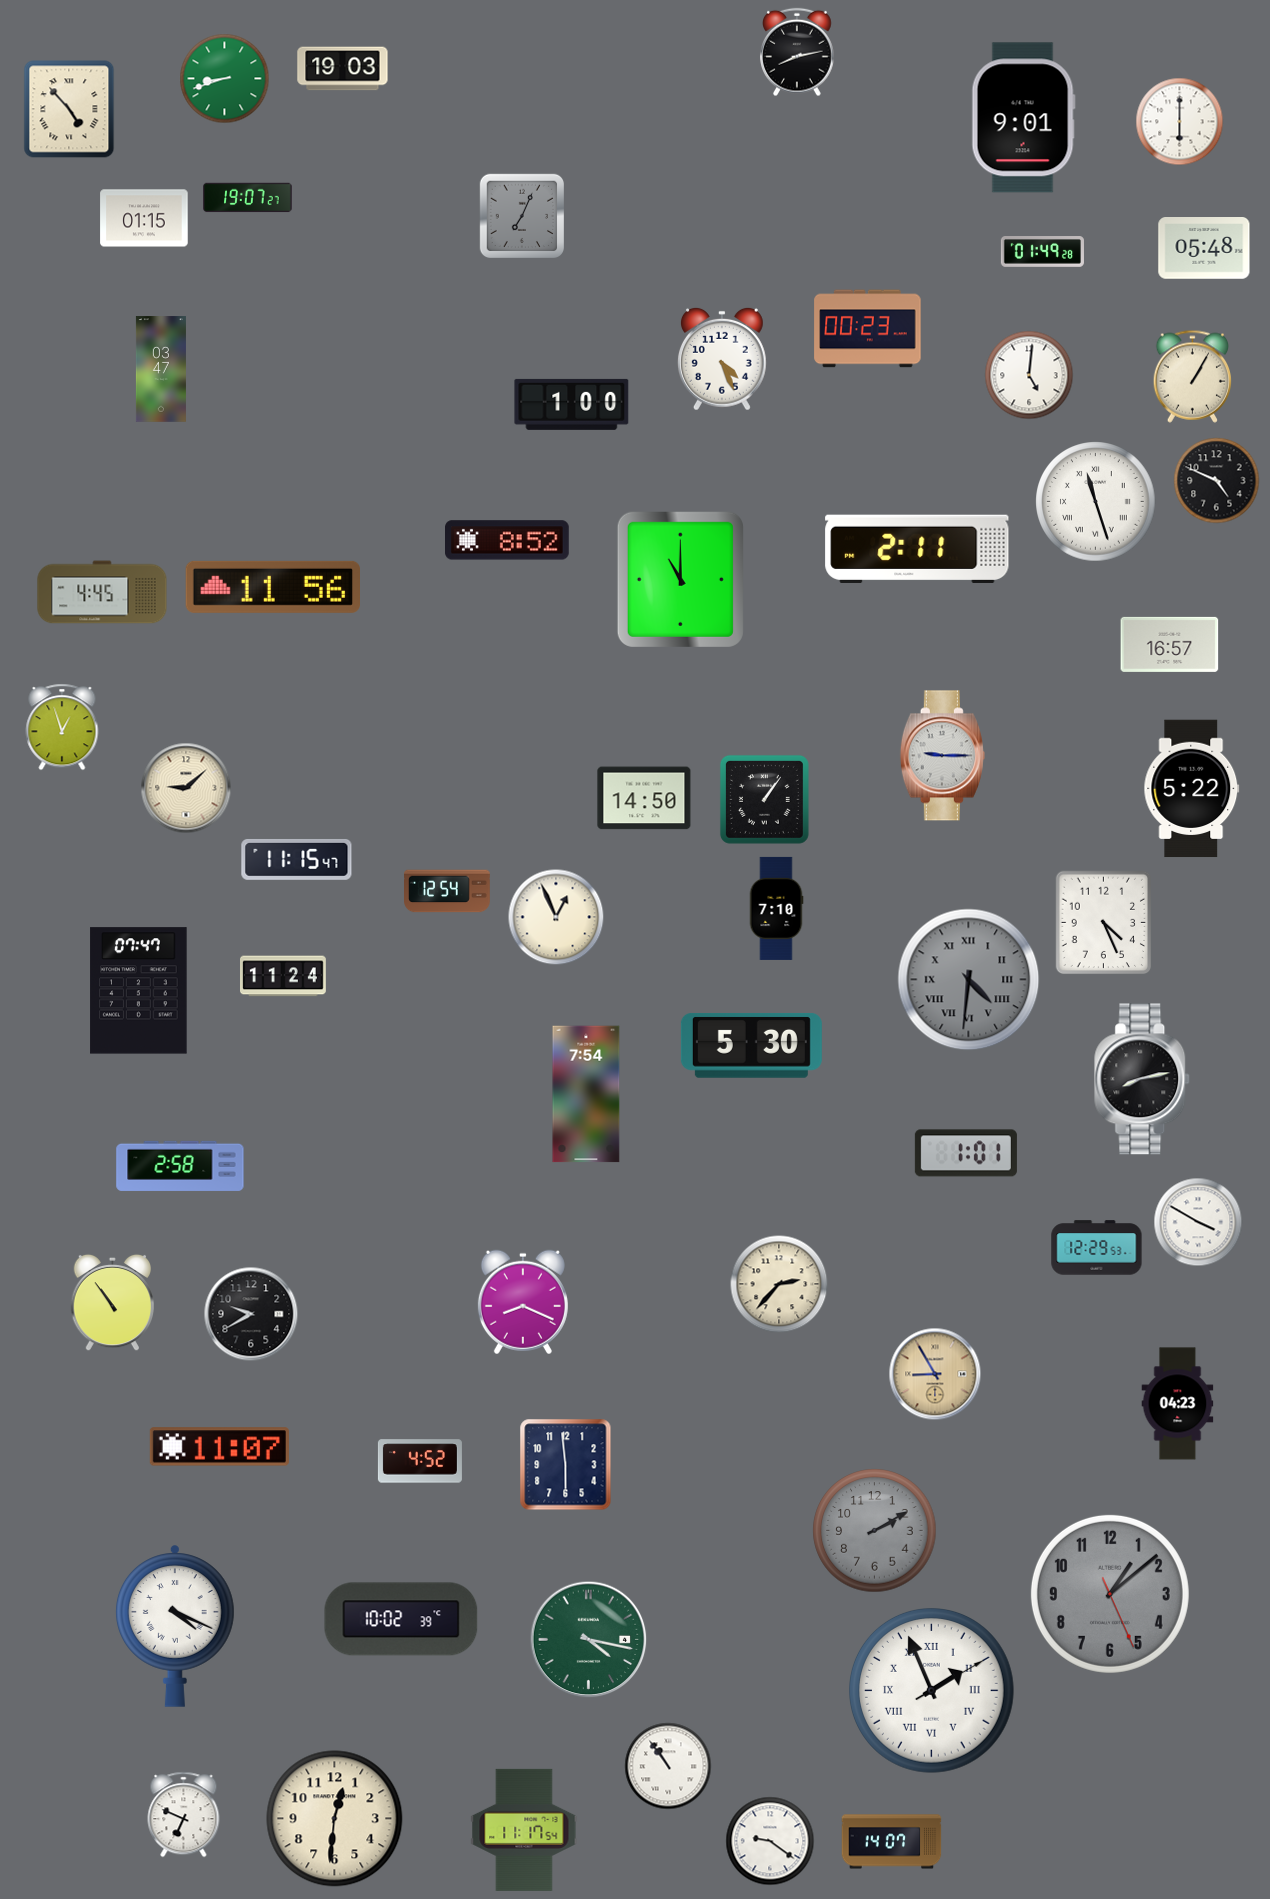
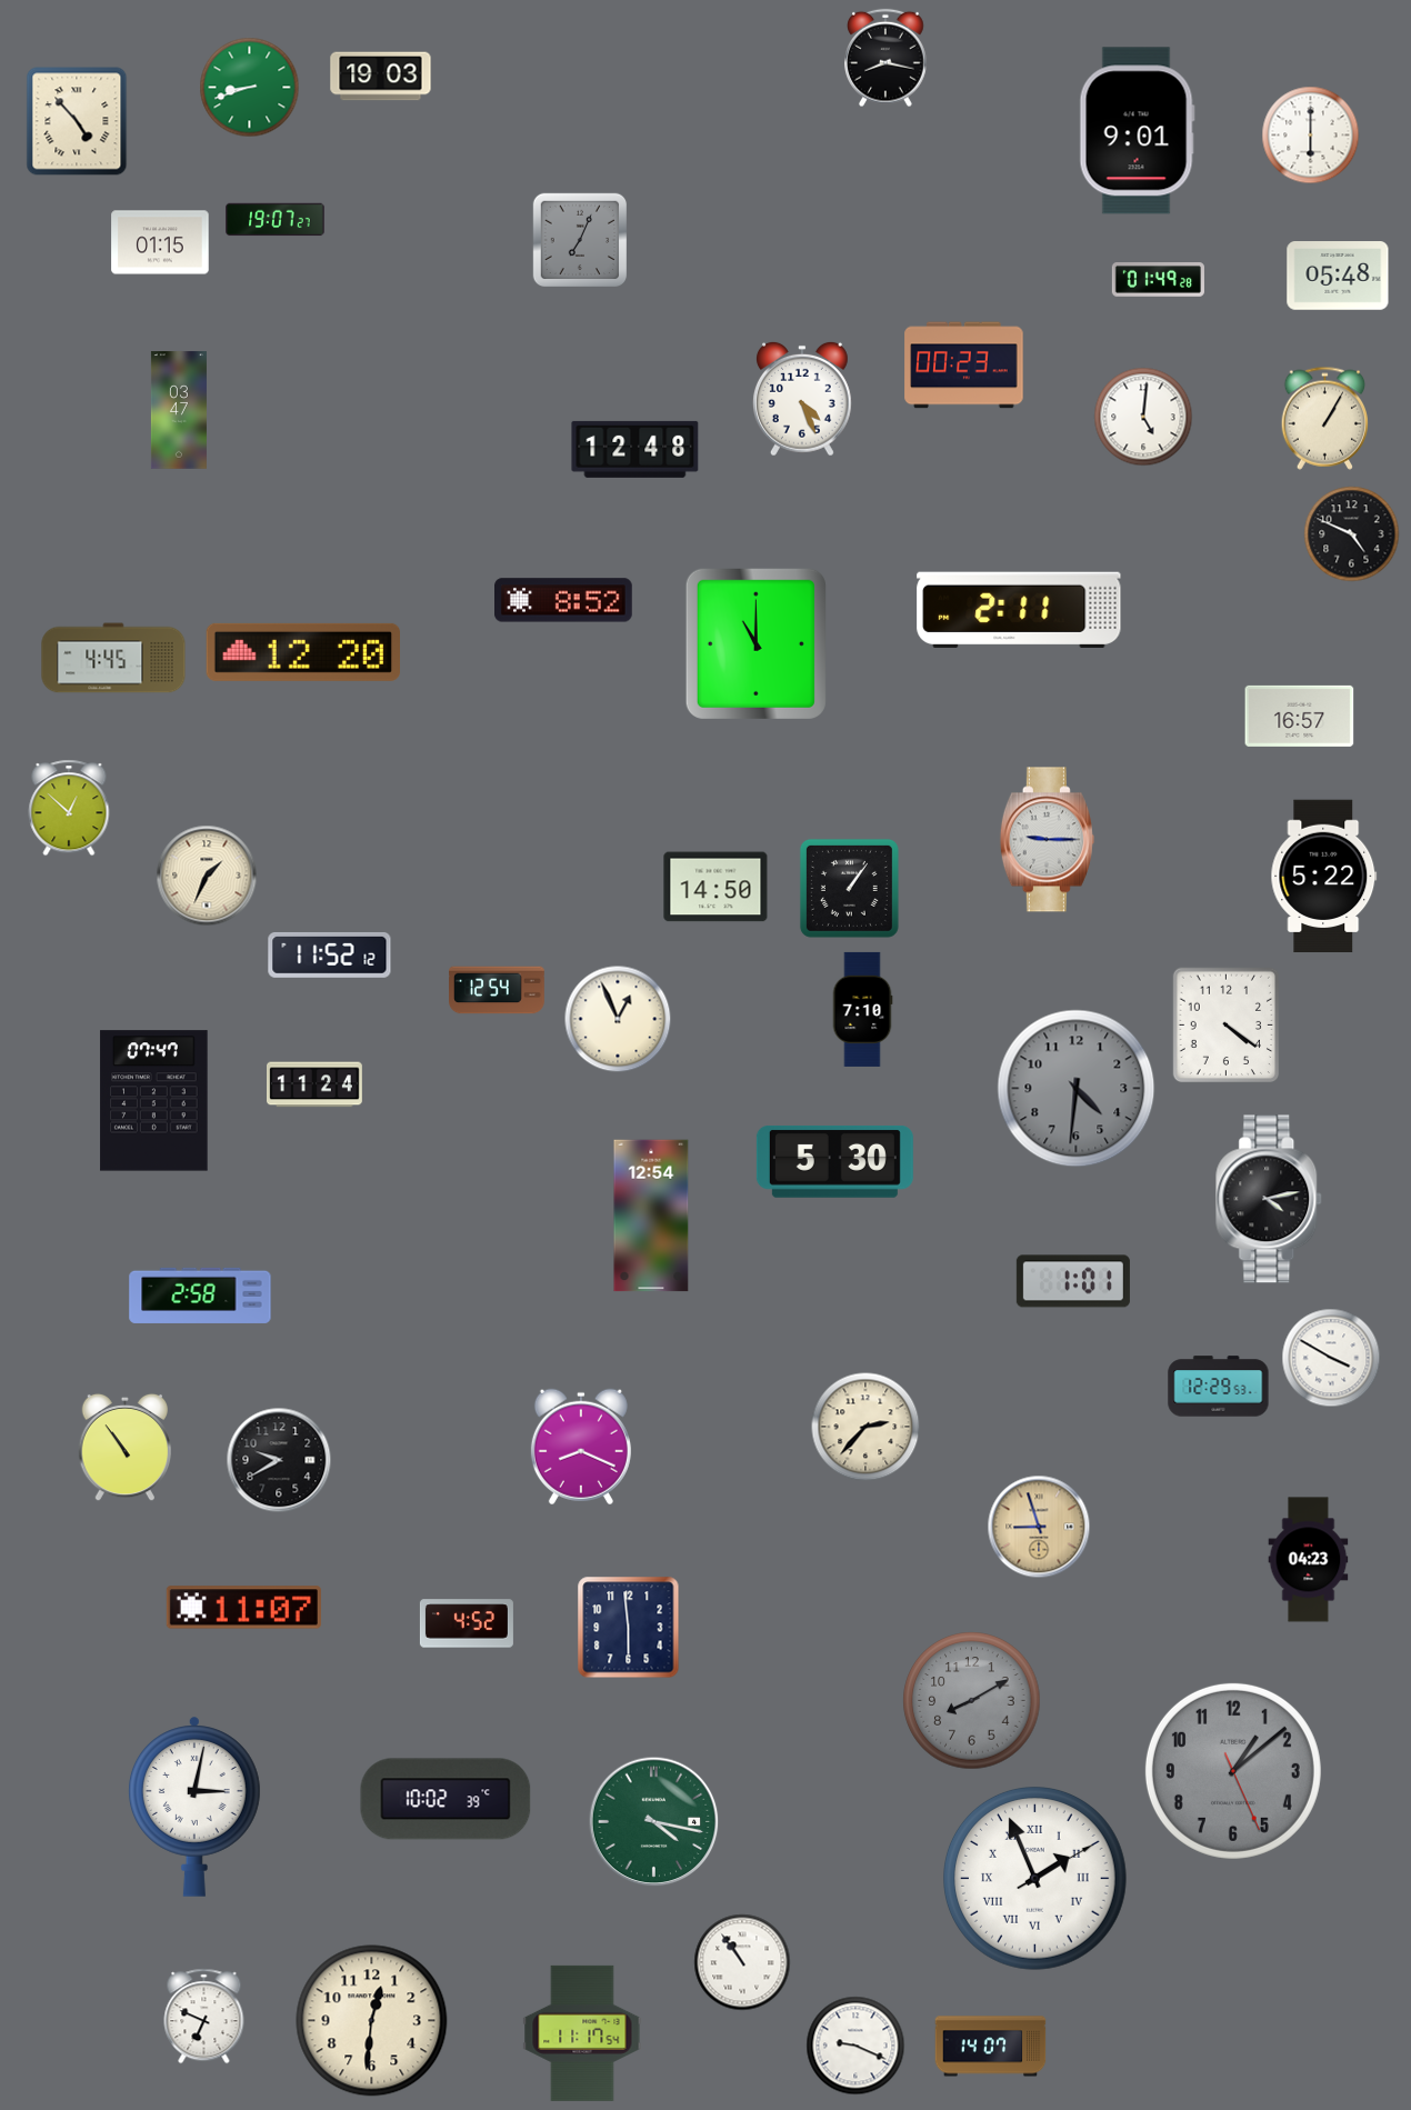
clock at (797, 52): 8:13 -> 8:17
clock at (572, 404): 1:00 -> 12:48
clock at (1096, 502): 11:27 -> none
clock at (273, 587): 11:56 -> 12:20
clock at (62, 727): 12:57 -> 12:52
clock at (186, 788): 9:08 -> 1:34
clock at (297, 859): 11:15 -> 11:52
clock at (1104, 923): 4:26 -> 4:21
clock at (969, 980) numerals: Roman -> Arabic
clock at (1143, 1079): 8:13 -> 4:13
clock at (586, 1094): 7:54 -> 12:54
clock at (935, 1374): 8:55 -> 8:57
clock at (875, 1531): 2:10 -> 8:10
clock at (175, 1626): 4:19 -> 3:02
clock at (770, 1841): 9:21 -> 9:19
